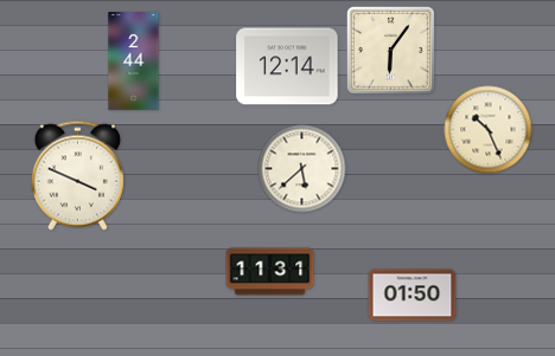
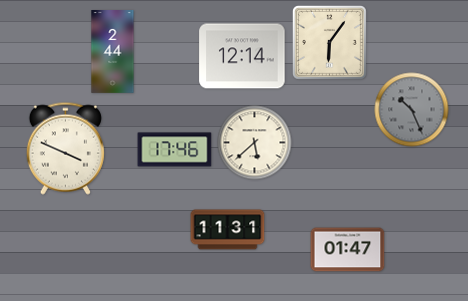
clock at (489, 130) dial: cream -> grey
clock at (175, 150): none -> 17:46
clock at (413, 296): 01:50 -> 01:47
